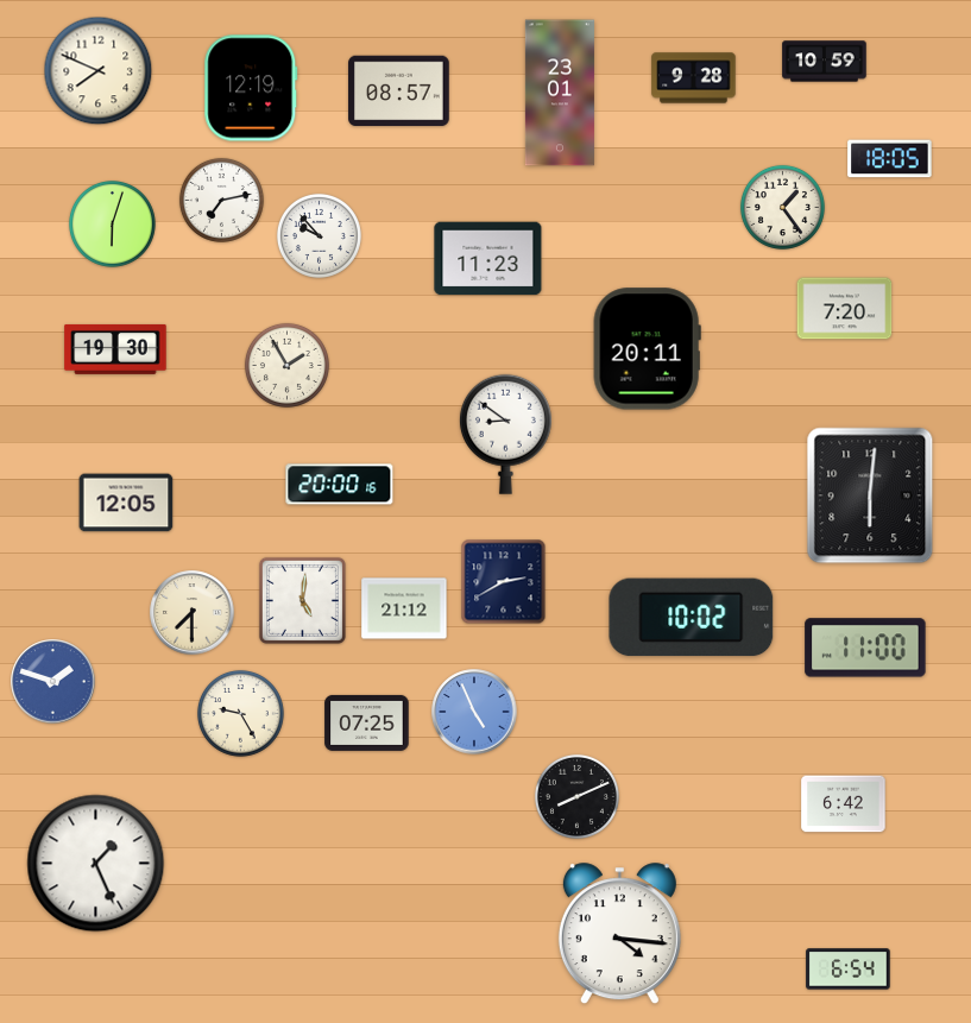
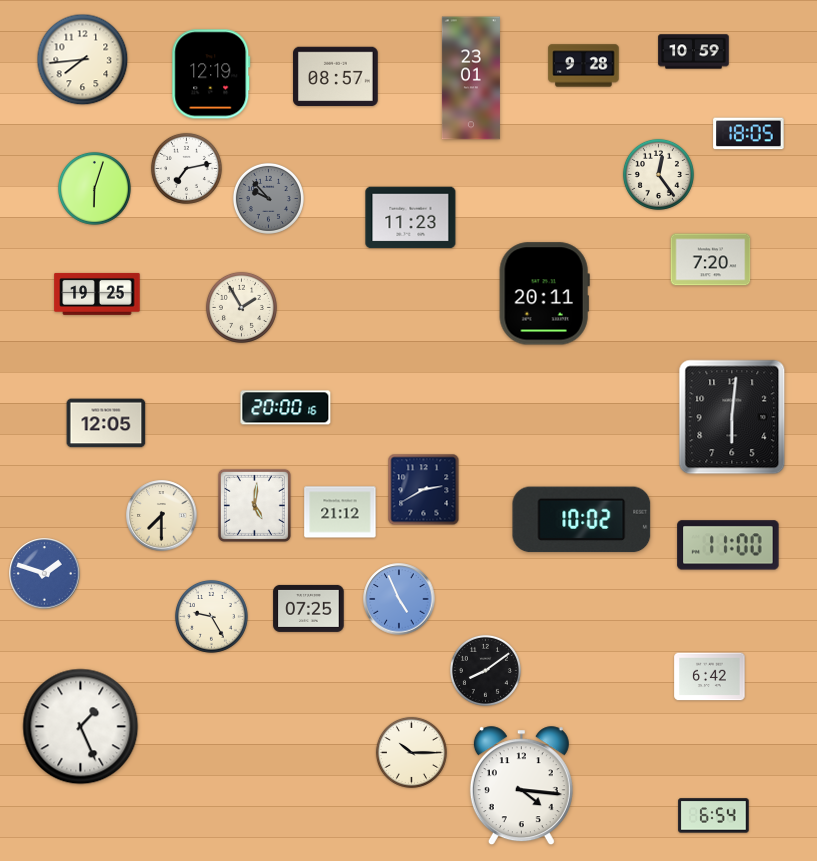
clock at (99, 71): 7:49 -> 7:44
clock at (782, 207): 1:24 -> 12:24
clock at (319, 235) dial: white -> grey
clock at (115, 349): 19:30 -> 19:25
clock at (505, 434): 8:51 -> none
clock at (240, 713) position: (240, 713) -> (211, 616)
clock at (576, 796): 8:11 -> 8:09
clock at (411, 752): none -> 10:15
